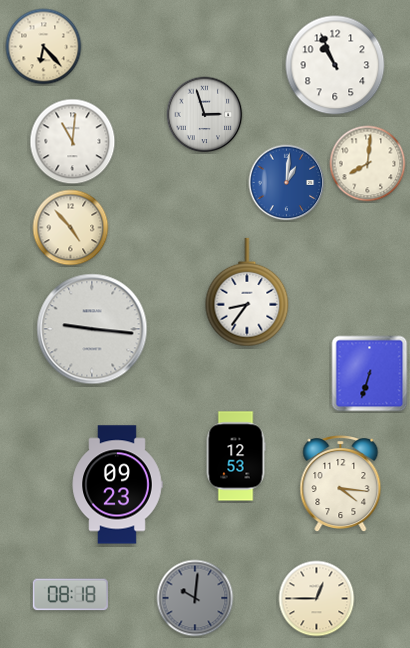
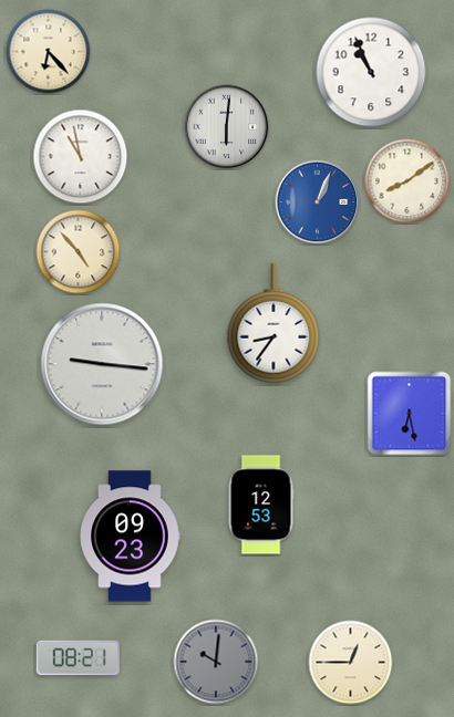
clock at (205, 115): 2:57 -> 6:01
clock at (73, 142): 11:01 -> 10:58
clock at (368, 164): 8:01 -> 8:09
clock at (287, 183): 1:01 -> 1:04
clock at (370, 374): 6:33 -> 6:28
clock at (341, 484): 4:16 -> none
clock at (70, 595): 08:18 -> 08:21
